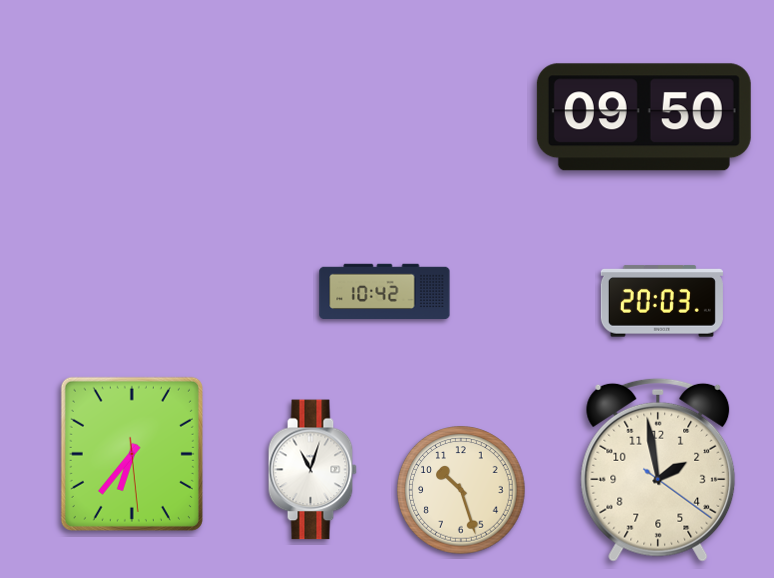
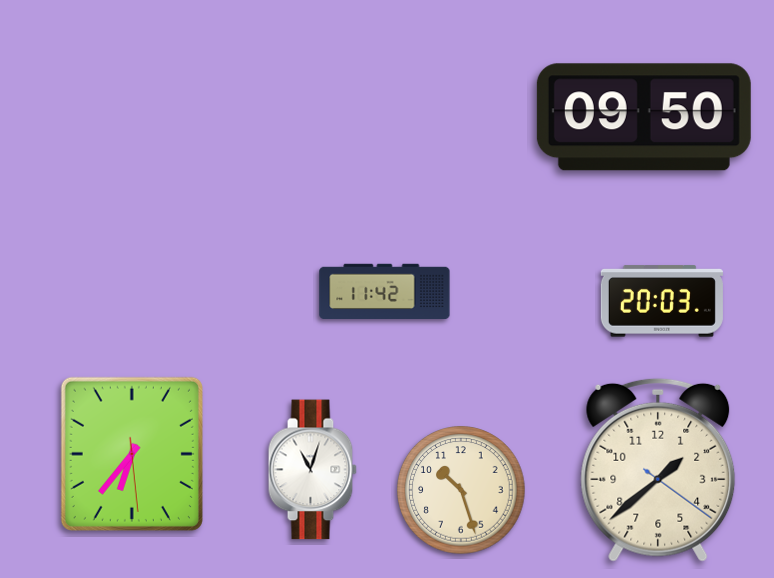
clock at (385, 292): 10:42 -> 11:42
clock at (658, 470): 1:58 -> 1:38
